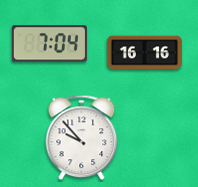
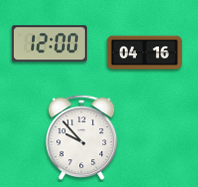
clock at (49, 44): 7:04 -> 12:00
clock at (144, 53): 16:16 -> 04:16
